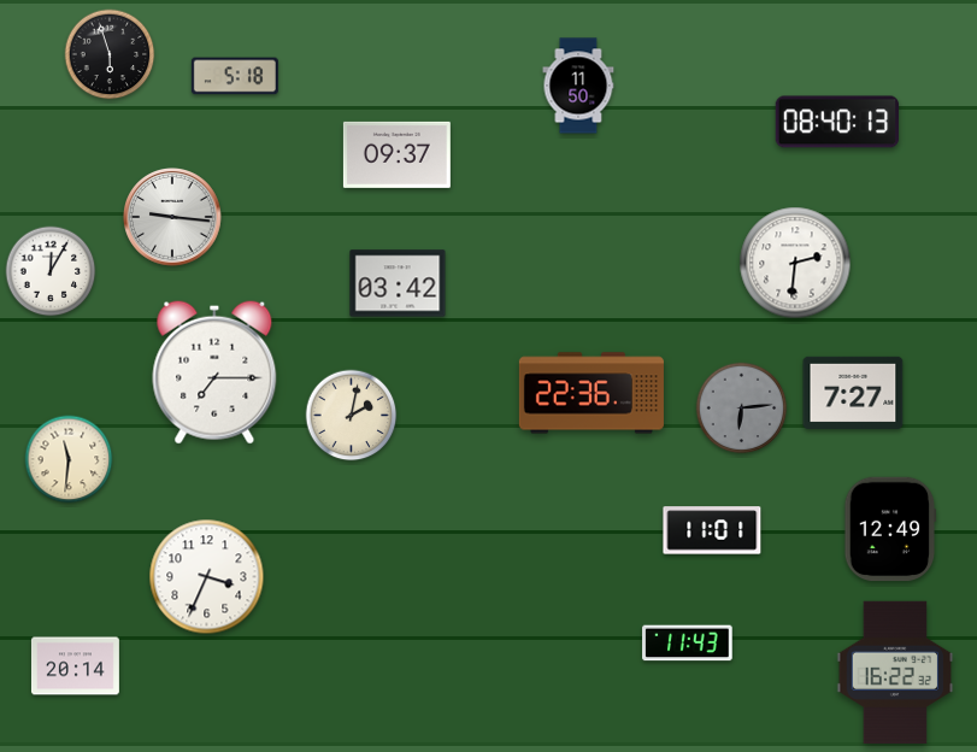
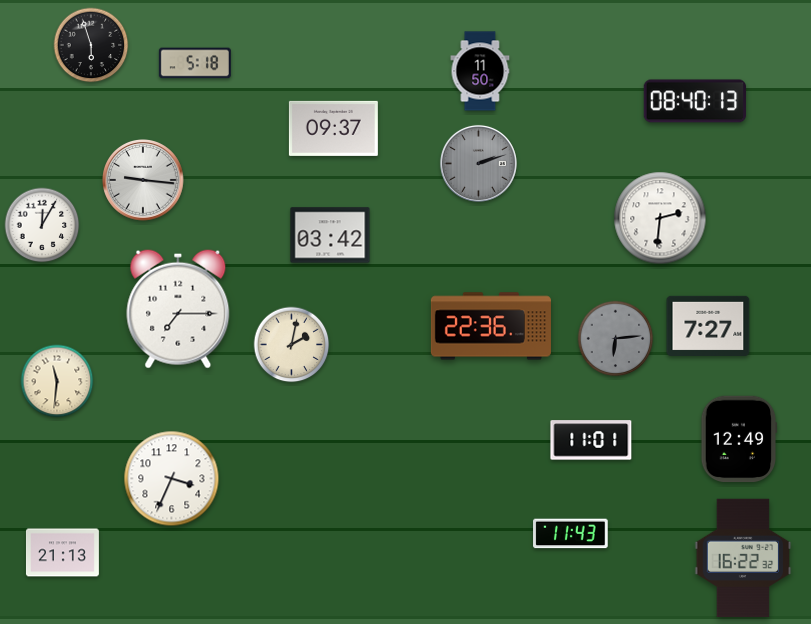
clock at (396, 154) position: (396, 154) -> (333, 128)
clock at (478, 163): none -> 2:12
clock at (75, 666): 20:14 -> 21:13
